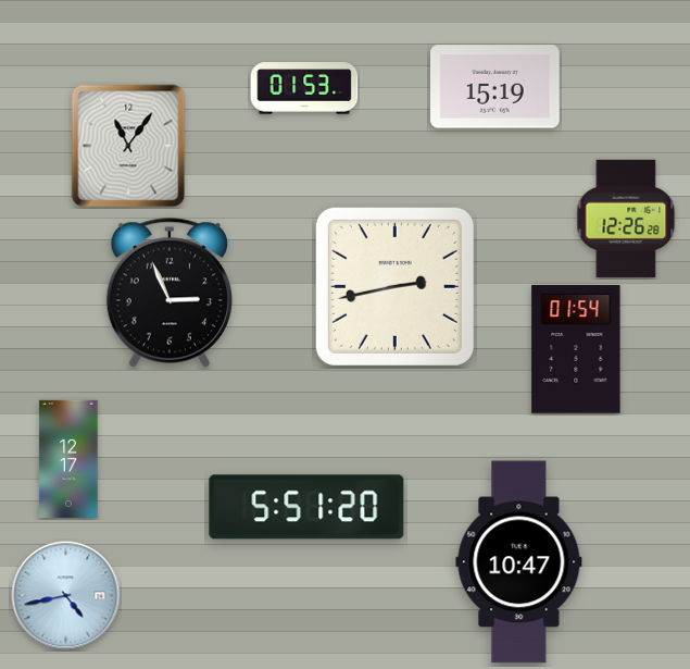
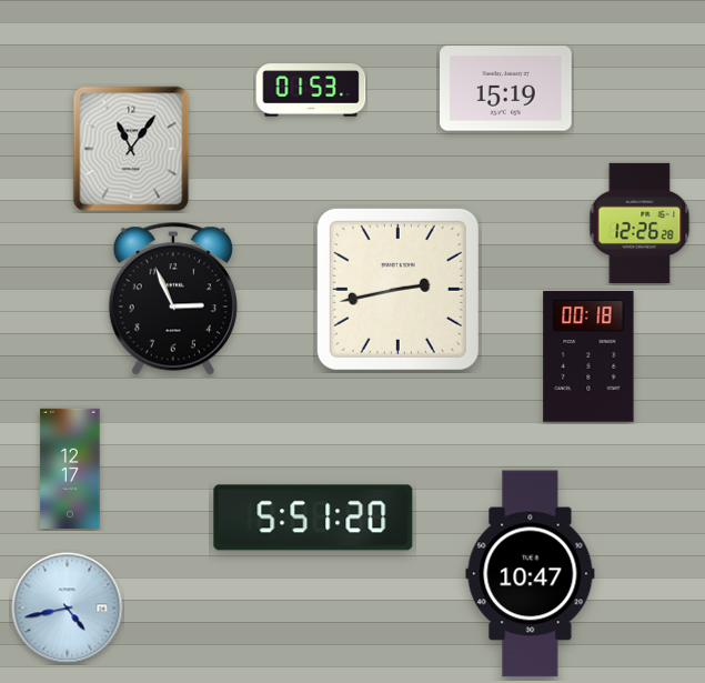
clock at (394, 286) position: (394, 286) -> (397, 289)
clock at (576, 350): 01:54 -> 00:18
